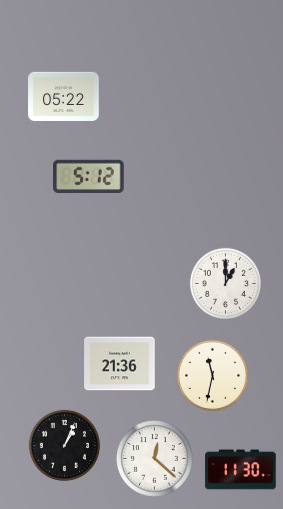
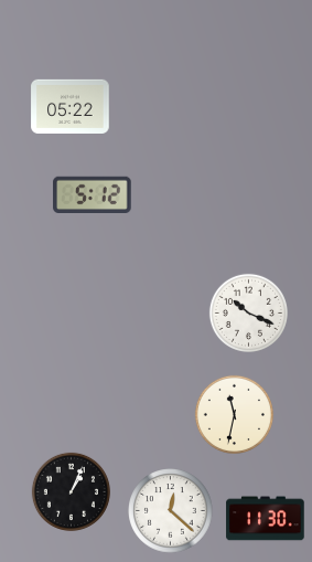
clock at (89, 176) position: (89, 176) -> (93, 194)
clock at (225, 283): 1:00 -> 10:19
clock at (120, 364): 21:36 -> none
clock at (155, 459) position: (155, 459) -> (171, 511)
